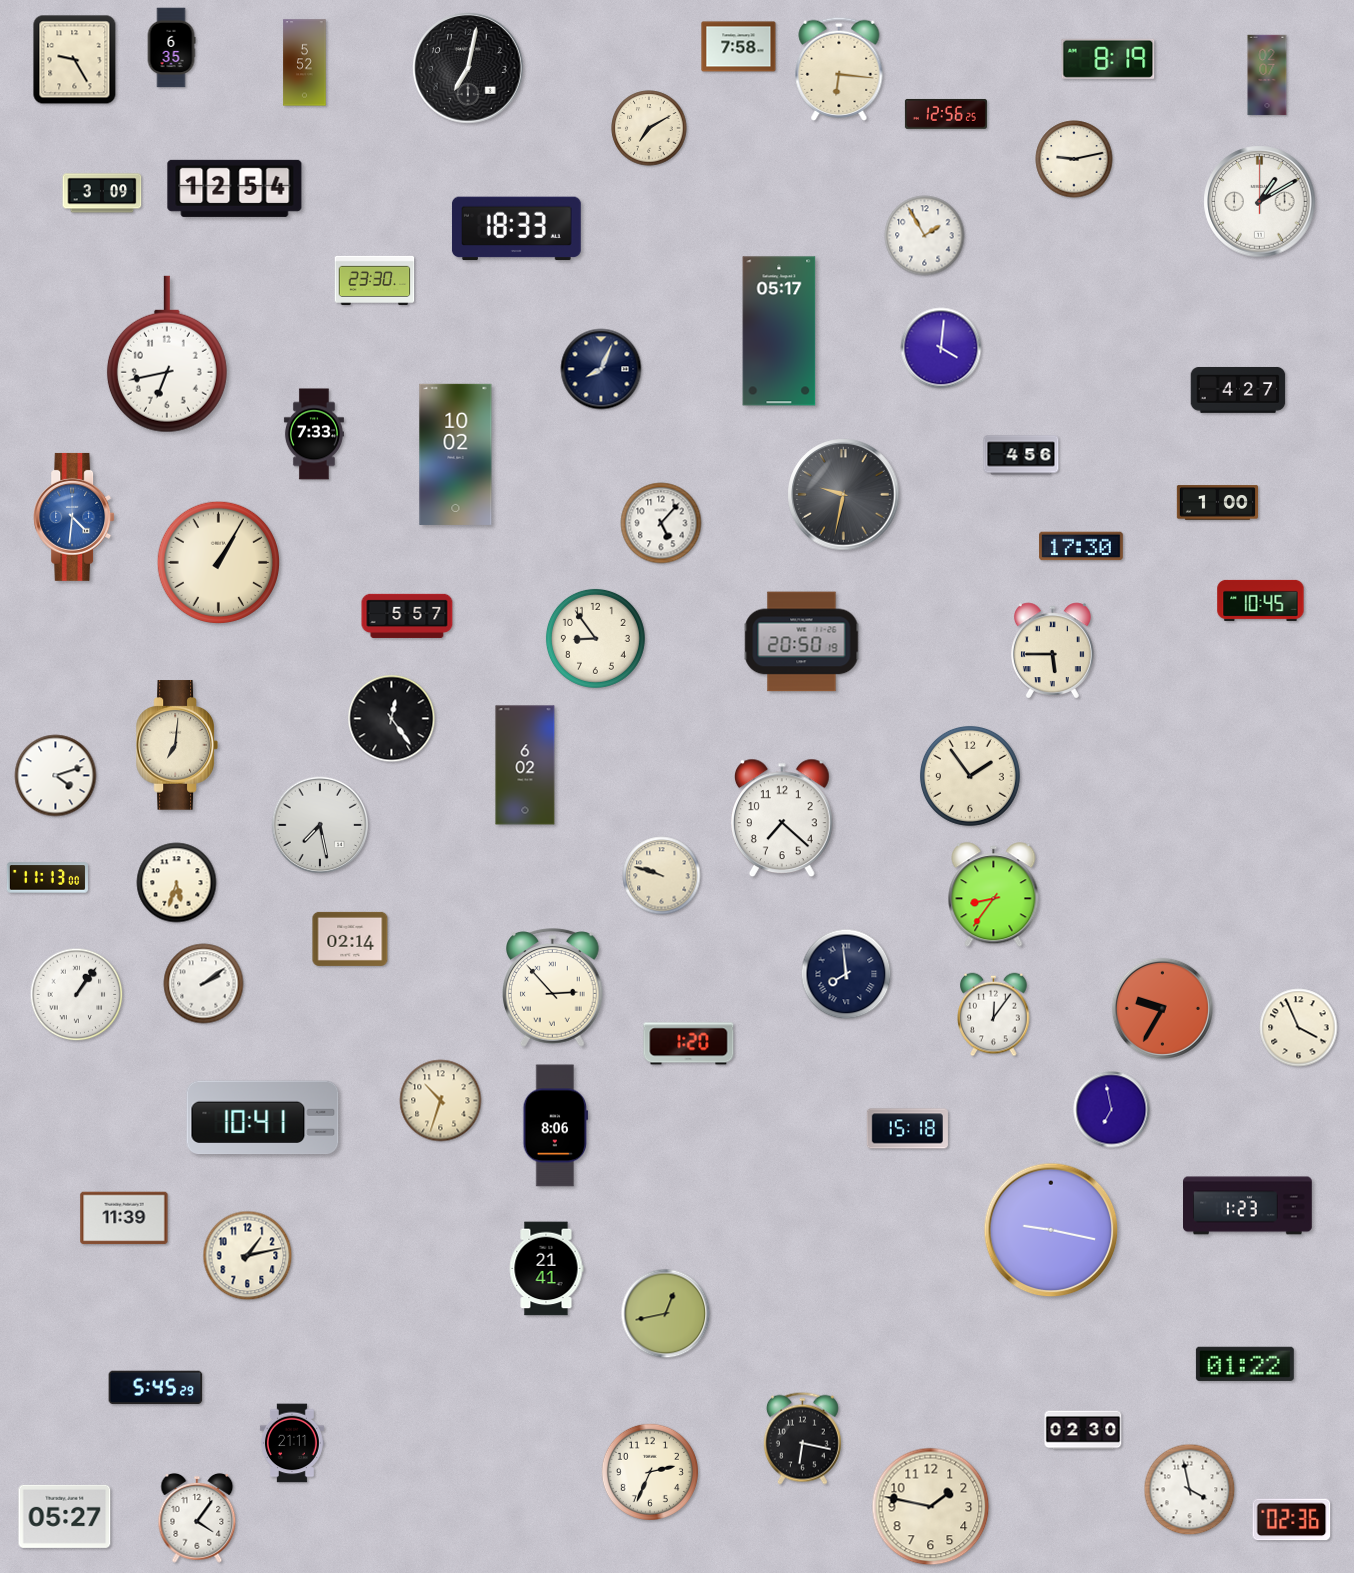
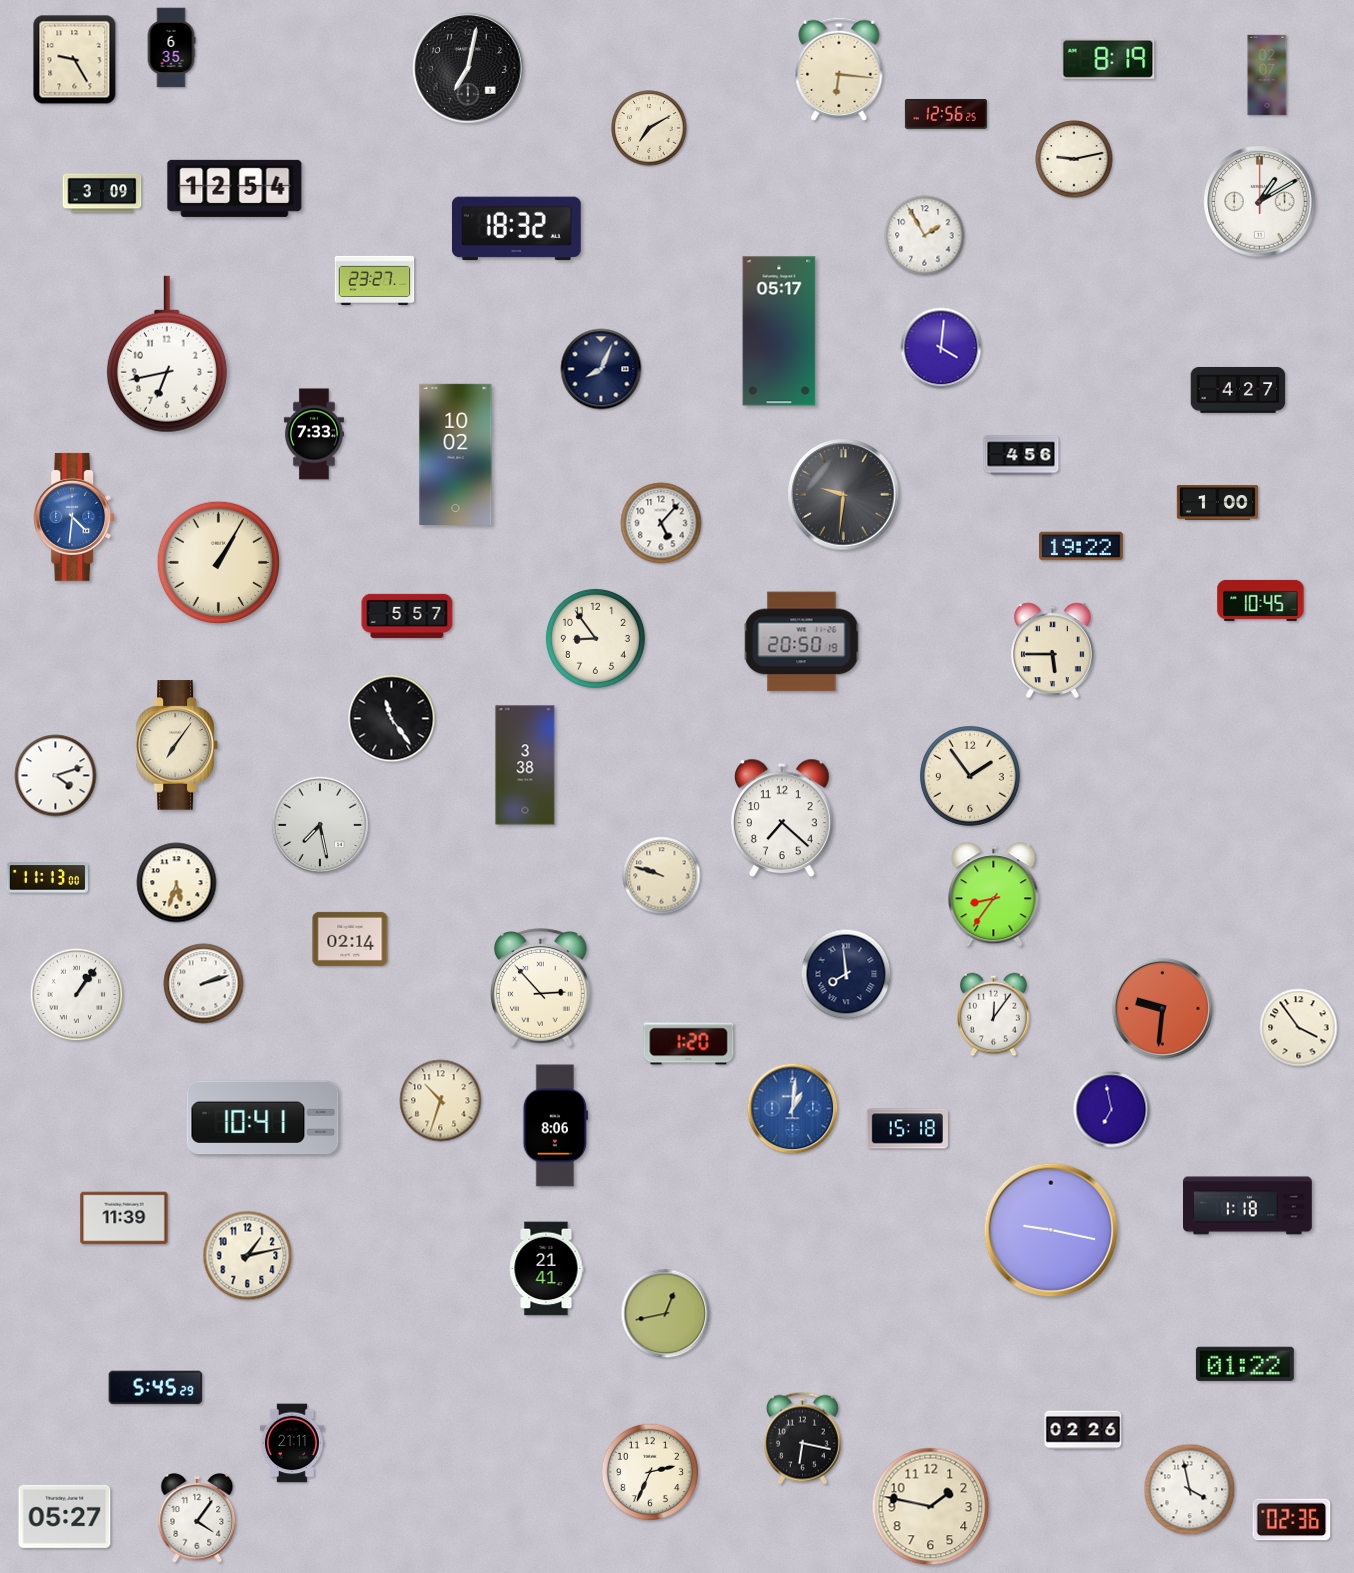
clock at (739, 47): 7:58 -> none
clock at (305, 63): 5:52 -> none
clock at (516, 229): 18:33 -> 18:32
clock at (375, 280): 23:30 -> 23:27
clock at (844, 495): 9:32 -> 9:31
clock at (1082, 546): 17:30 -> 19:22
clock at (392, 719): 12:24 -> 11:24
clock at (176, 745): 7:01 -> 7:06
clock at (525, 765): 6:02 -> 3:38
clock at (204, 984): 2:09 -> 2:12
clock at (553, 988) position: (553, 988) -> (541, 988)
clock at (1162, 1008): 9:35 -> 9:31
clock at (1299, 1028): 3:56 -> 3:54
clock at (793, 1109): none -> 1:01
clock at (1248, 1206): 1:23 -> 1:18
clock at (1083, 1430): 02:30 -> 02:26
